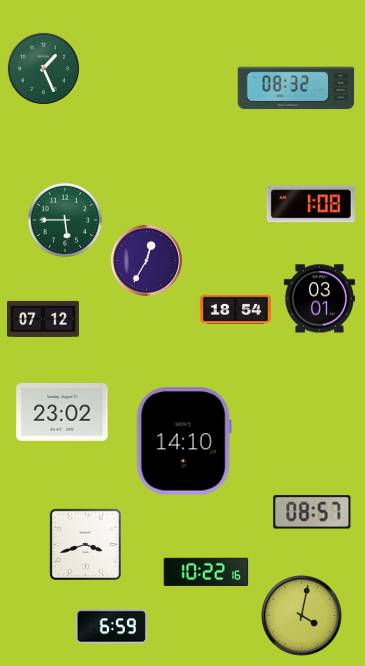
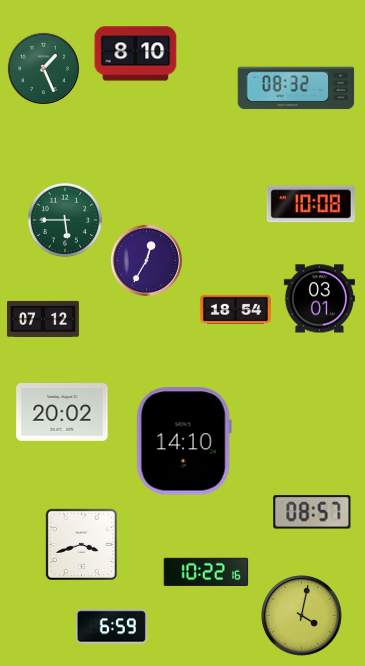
clock at (136, 54): none -> 8:10
clock at (311, 204): 1:08 -> 10:08
clock at (62, 413): 23:02 -> 20:02
clock at (85, 544) position: (85, 544) -> (81, 544)
